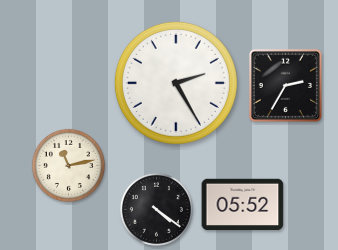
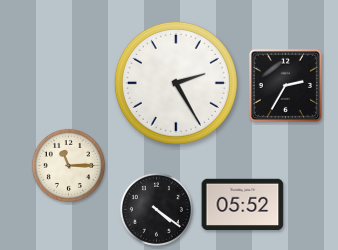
clock at (68, 165): 11:13 -> 11:15
